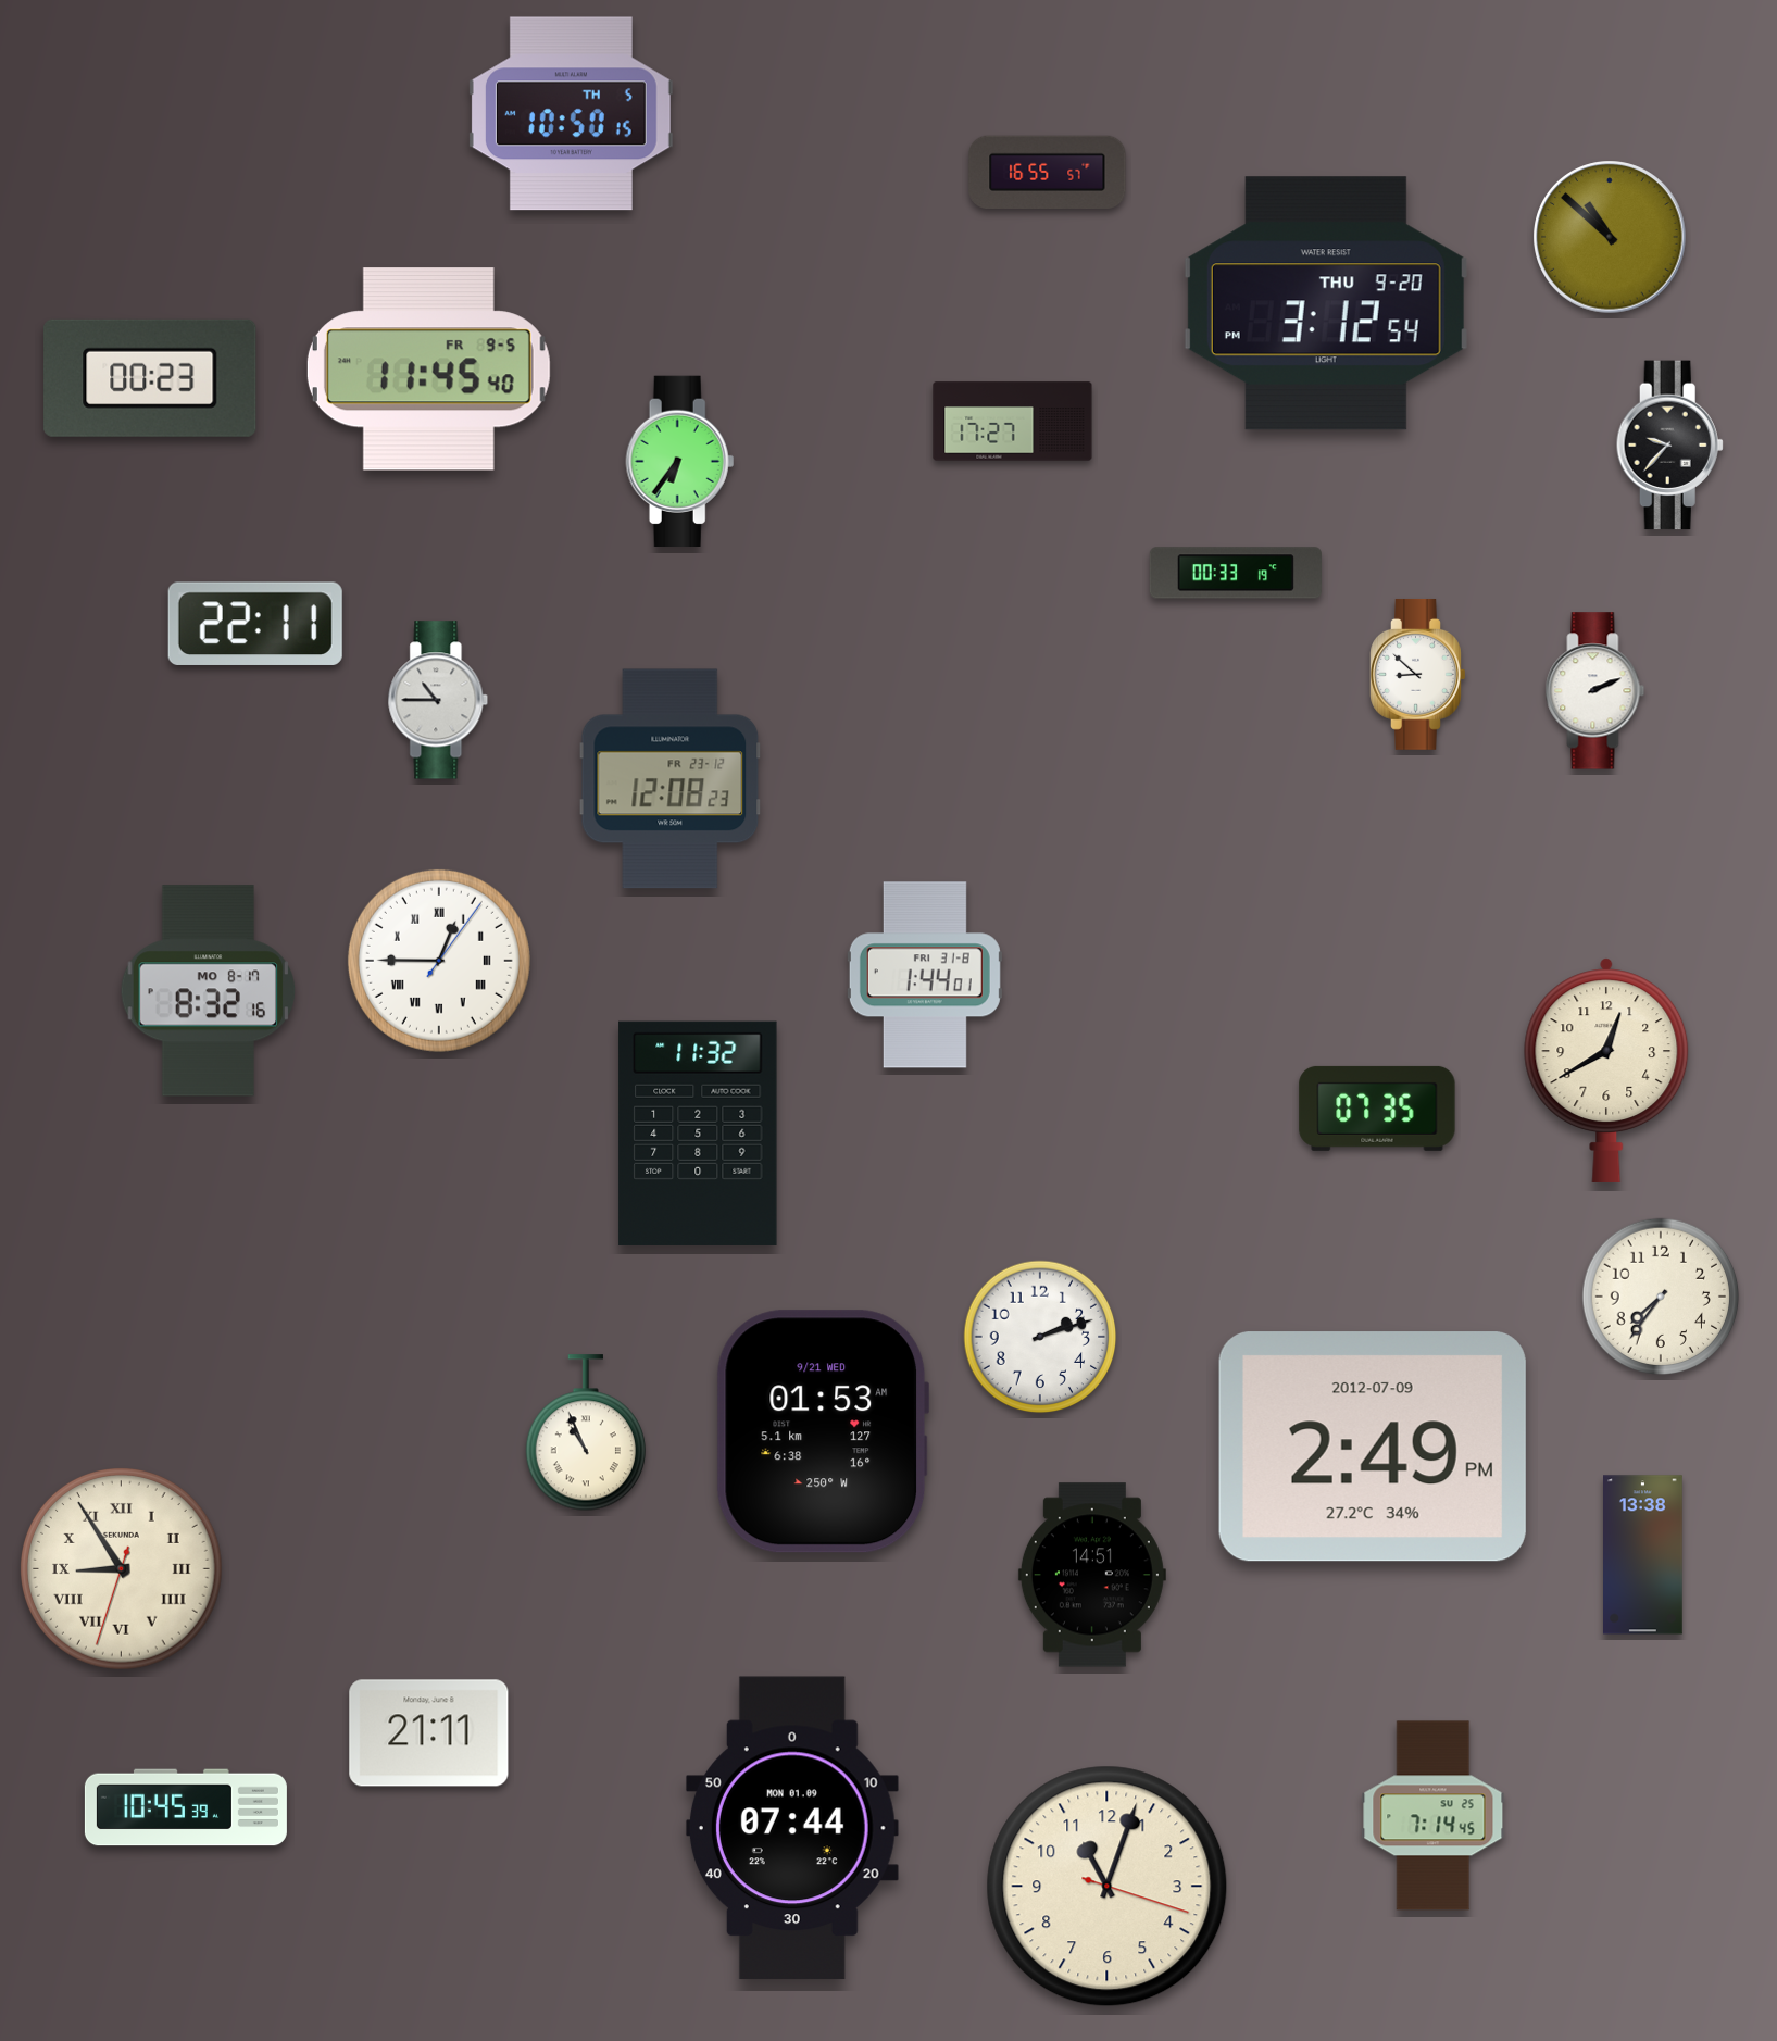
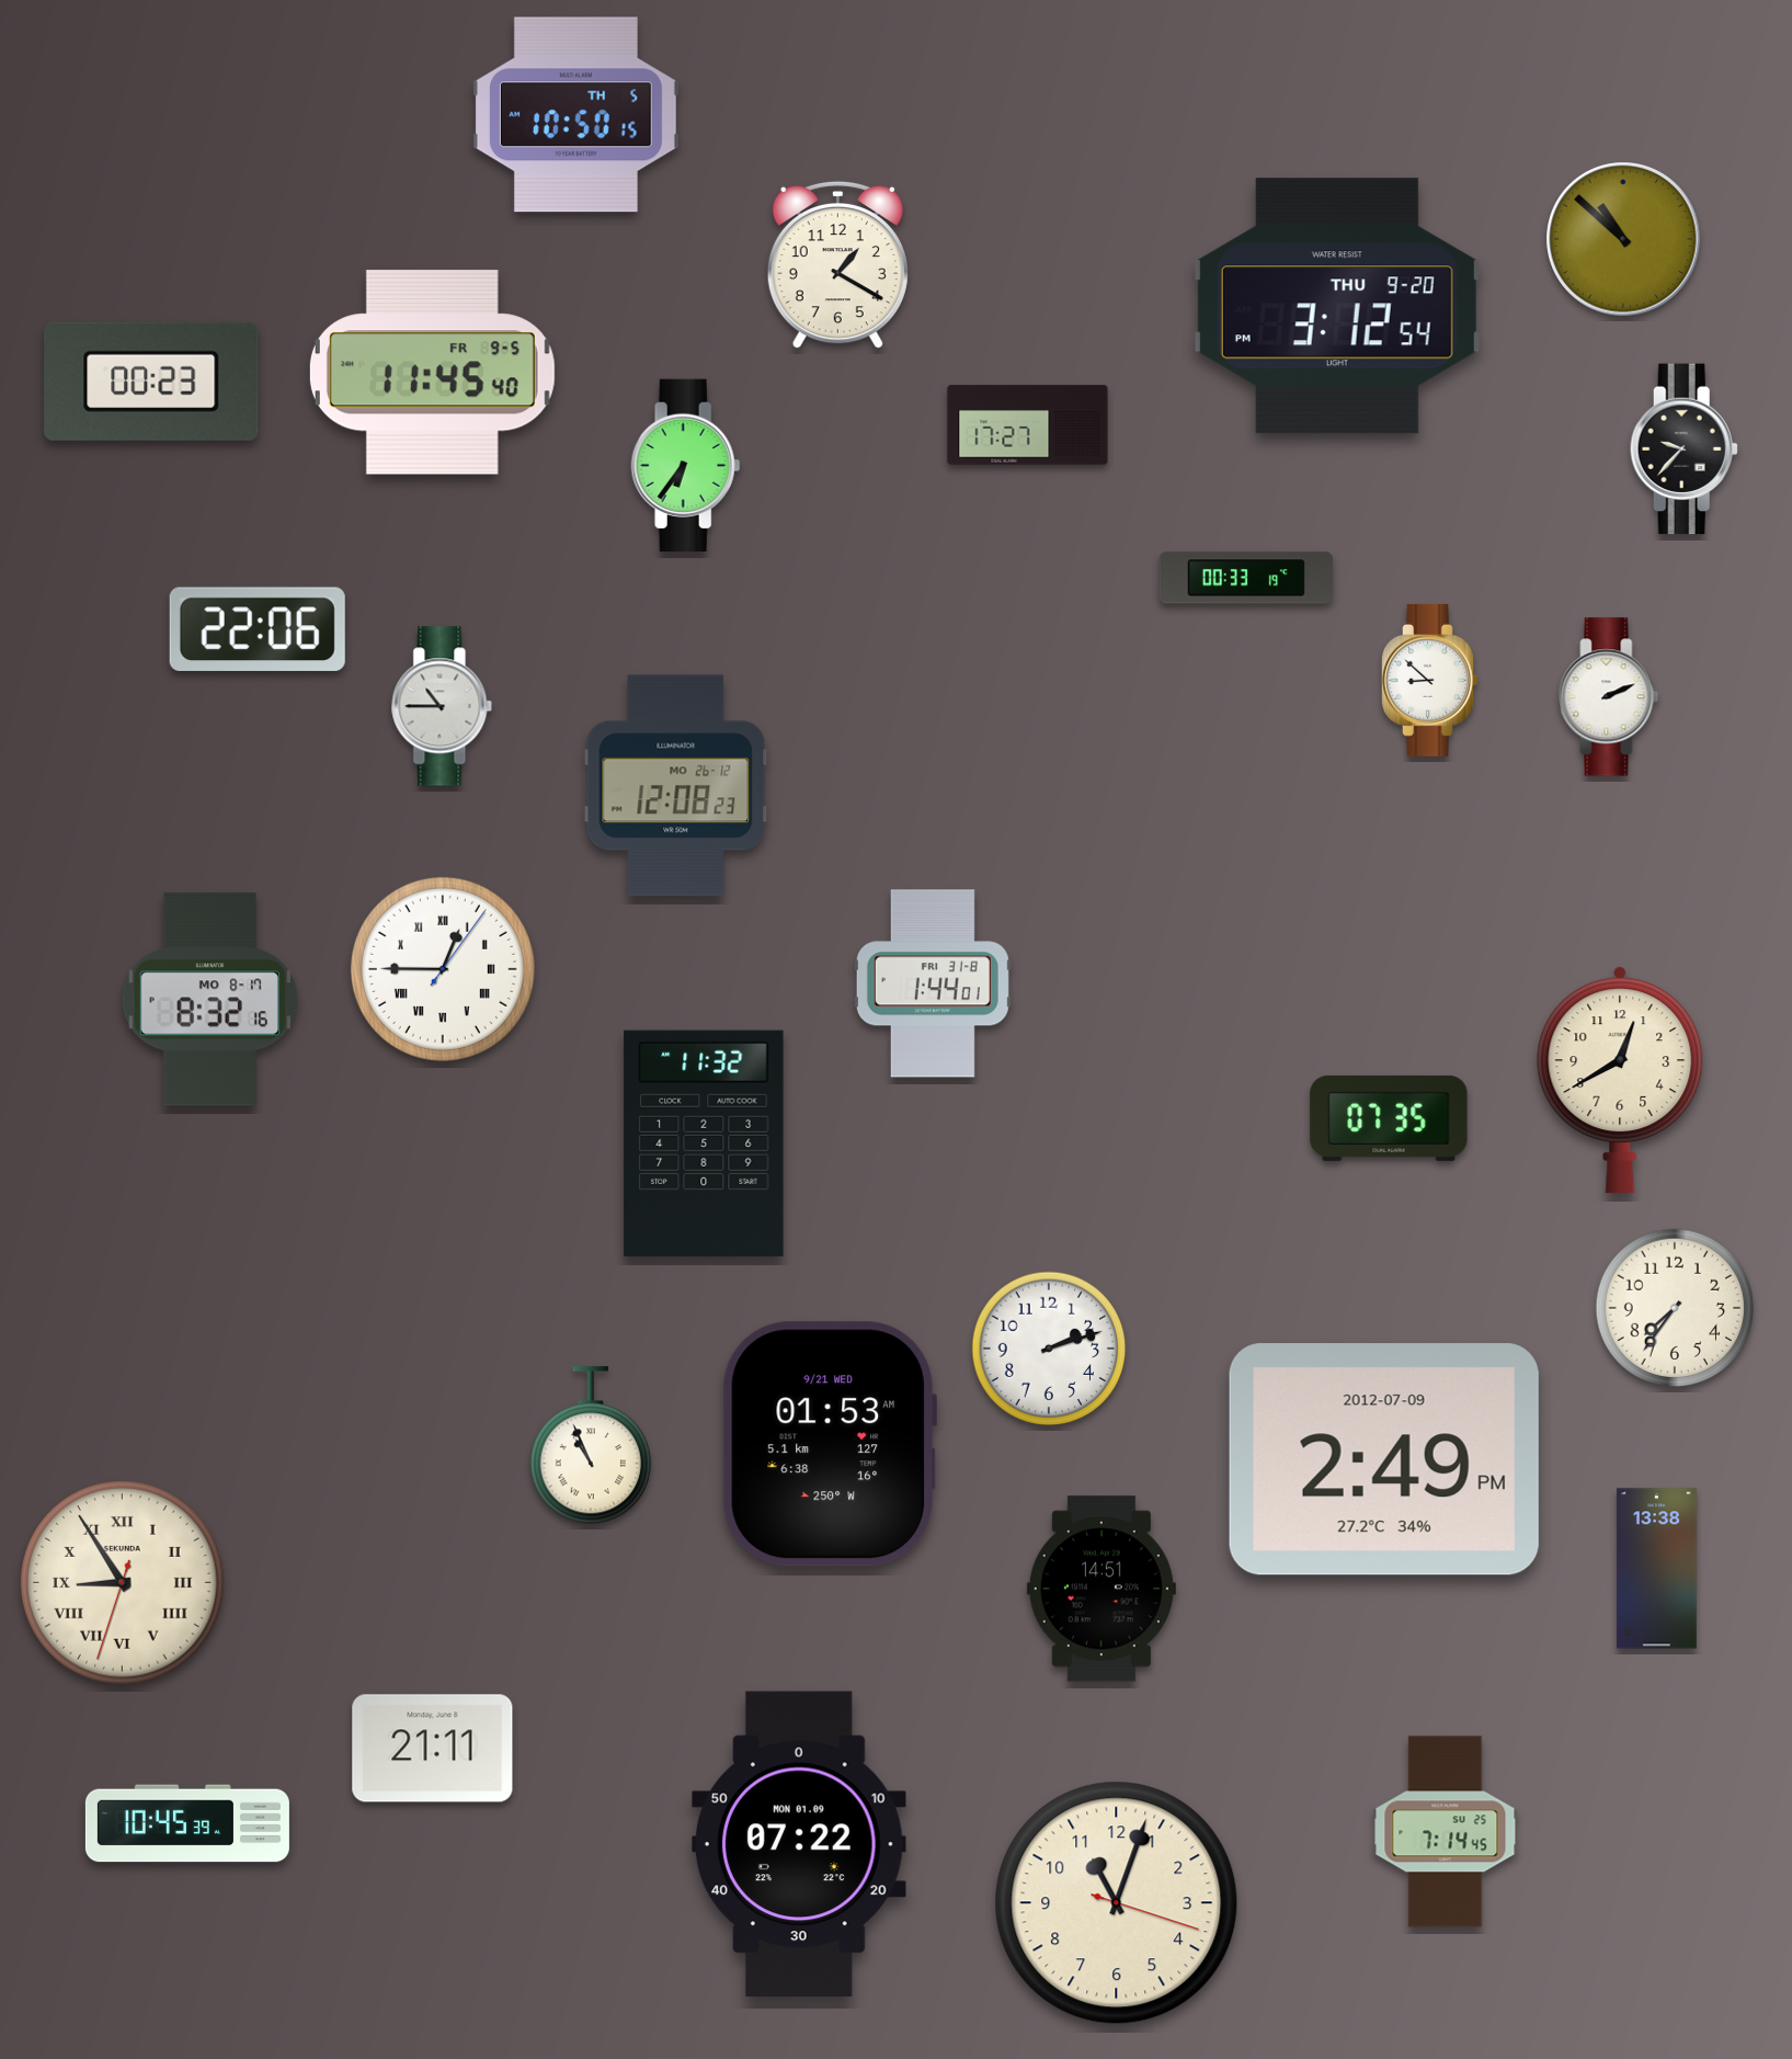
clock at (1048, 172): 16:55 -> none
clock at (837, 265): none -> 1:20
clock at (1013, 422) position: (1013, 422) -> (1028, 425)
clock at (255, 624): 22:11 -> 22:06
clock at (671, 779) date: FR 23-12 -> MO 26-12
clock at (792, 1828): 07:44 -> 07:22
